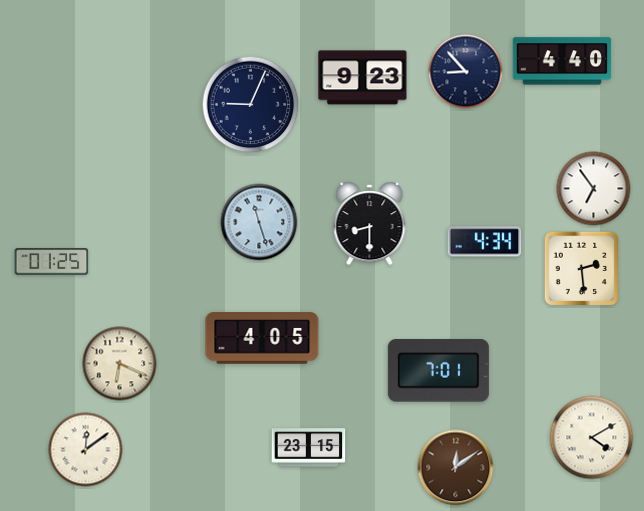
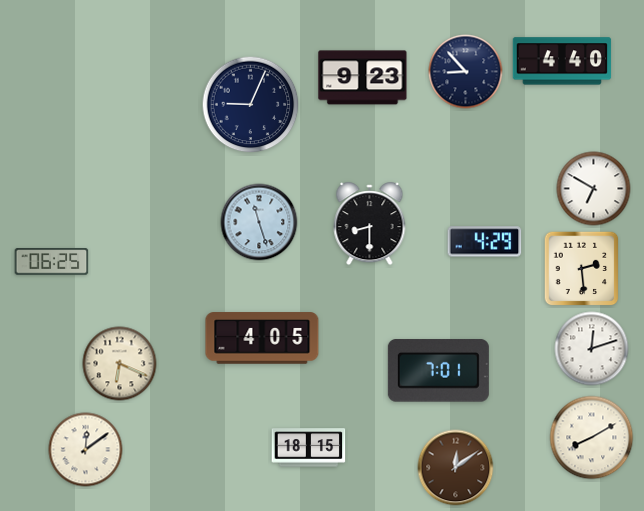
clock at (594, 189): 6:54 -> 6:50
clock at (485, 242): 4:34 -> 4:29
clock at (52, 262): 01:25 -> 06:25
clock at (592, 349): none -> 12:12
clock at (592, 438): 4:10 -> 8:10
clock at (309, 448): 23:15 -> 18:15
